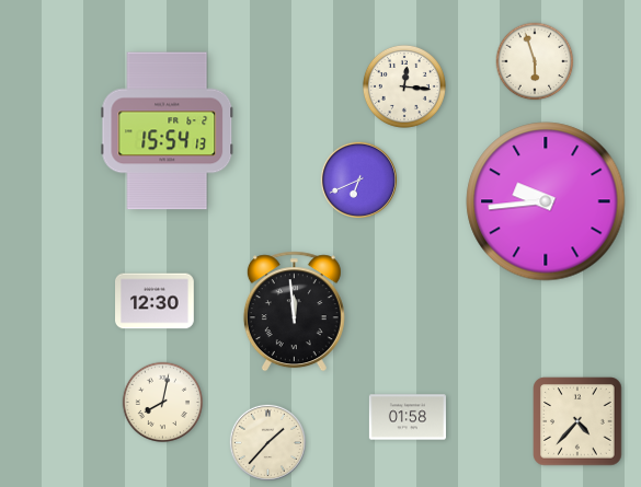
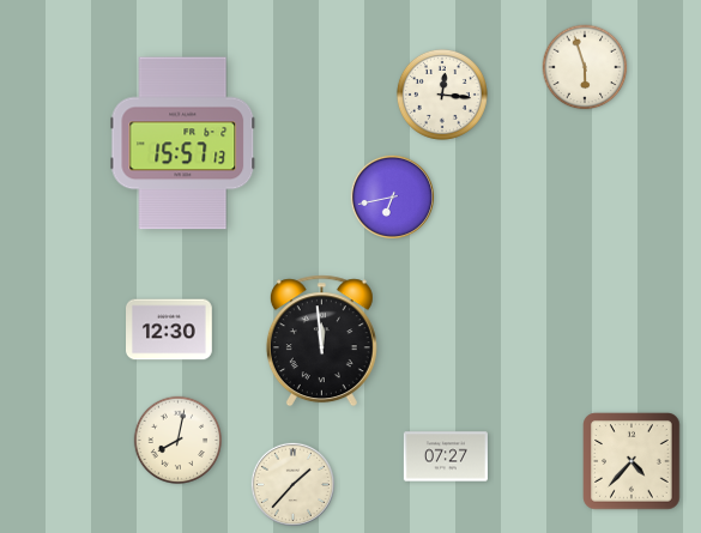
clock at (168, 131): 15:54 -> 15:57
clock at (358, 179): 6:41 -> 6:43
clock at (546, 201): 9:44 -> none
clock at (408, 417): 01:58 -> 07:27
